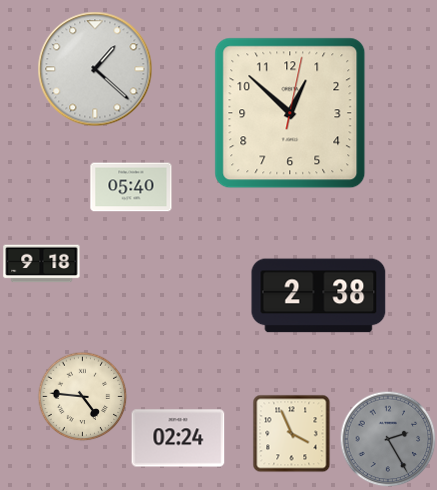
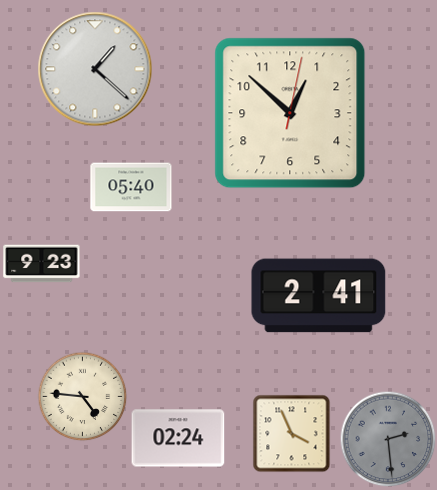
clock at (42, 264): 9:18 -> 9:23
clock at (319, 296): 2:38 -> 2:41
clock at (388, 439): 2:25 -> 2:29
